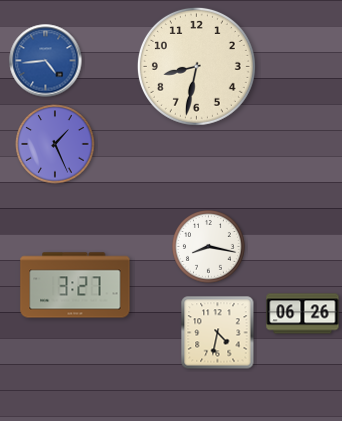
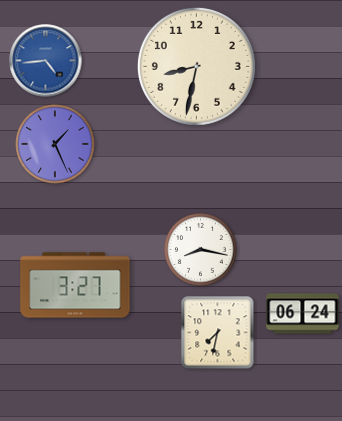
clock at (209, 247) position: (209, 247) -> (201, 250)
clock at (303, 314): 06:26 -> 06:24
clock at (218, 333): 4:32 -> 7:32
